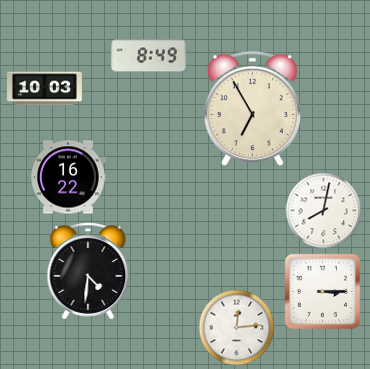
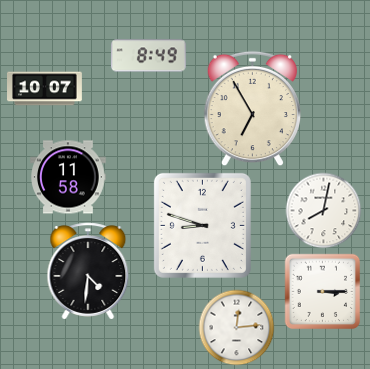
clock at (45, 89): 10:03 -> 10:07
clock at (68, 177): 16:22 -> 11:58
clock at (202, 225): none -> 8:48
